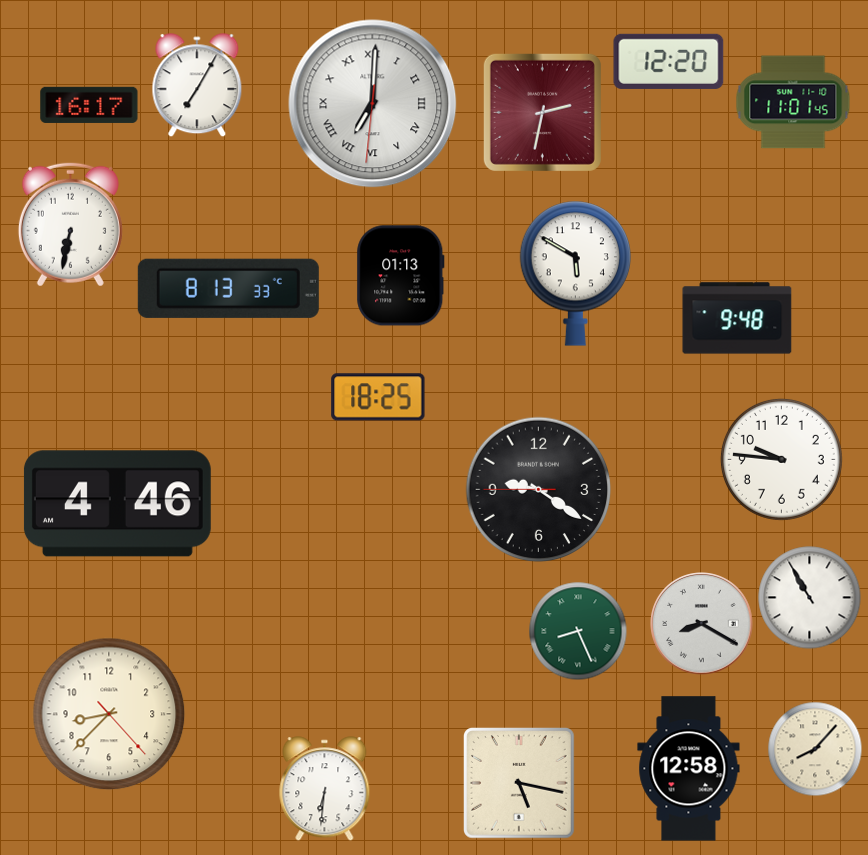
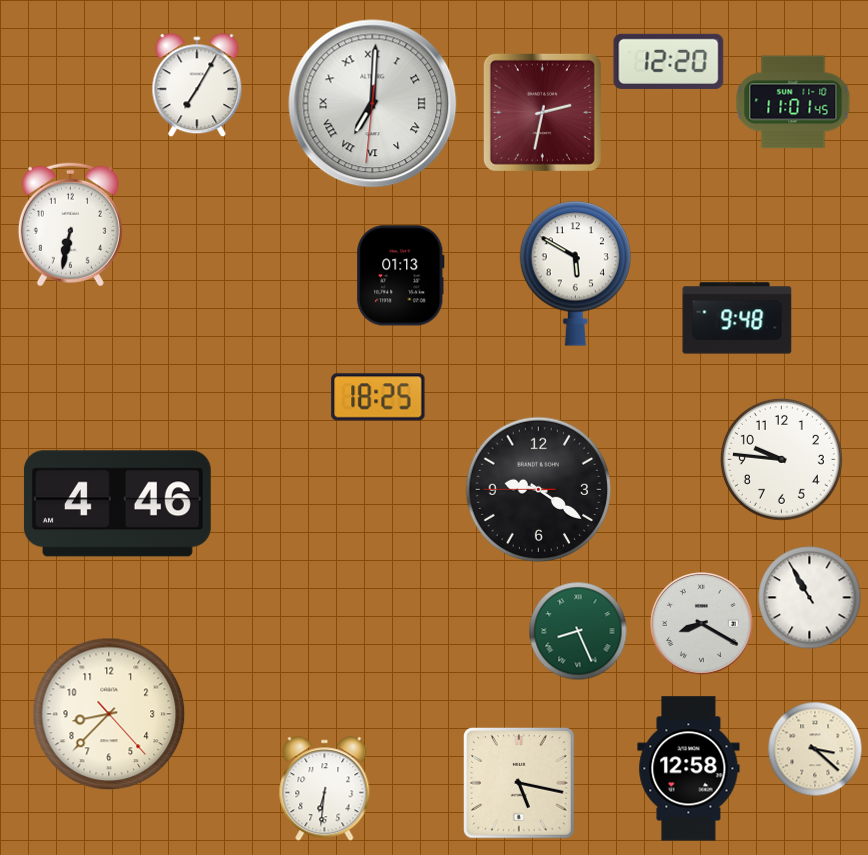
clock at (89, 105): 16:17 -> none
clock at (228, 288): 8:13 -> none
clock at (815, 749): 8:07 -> 3:22
